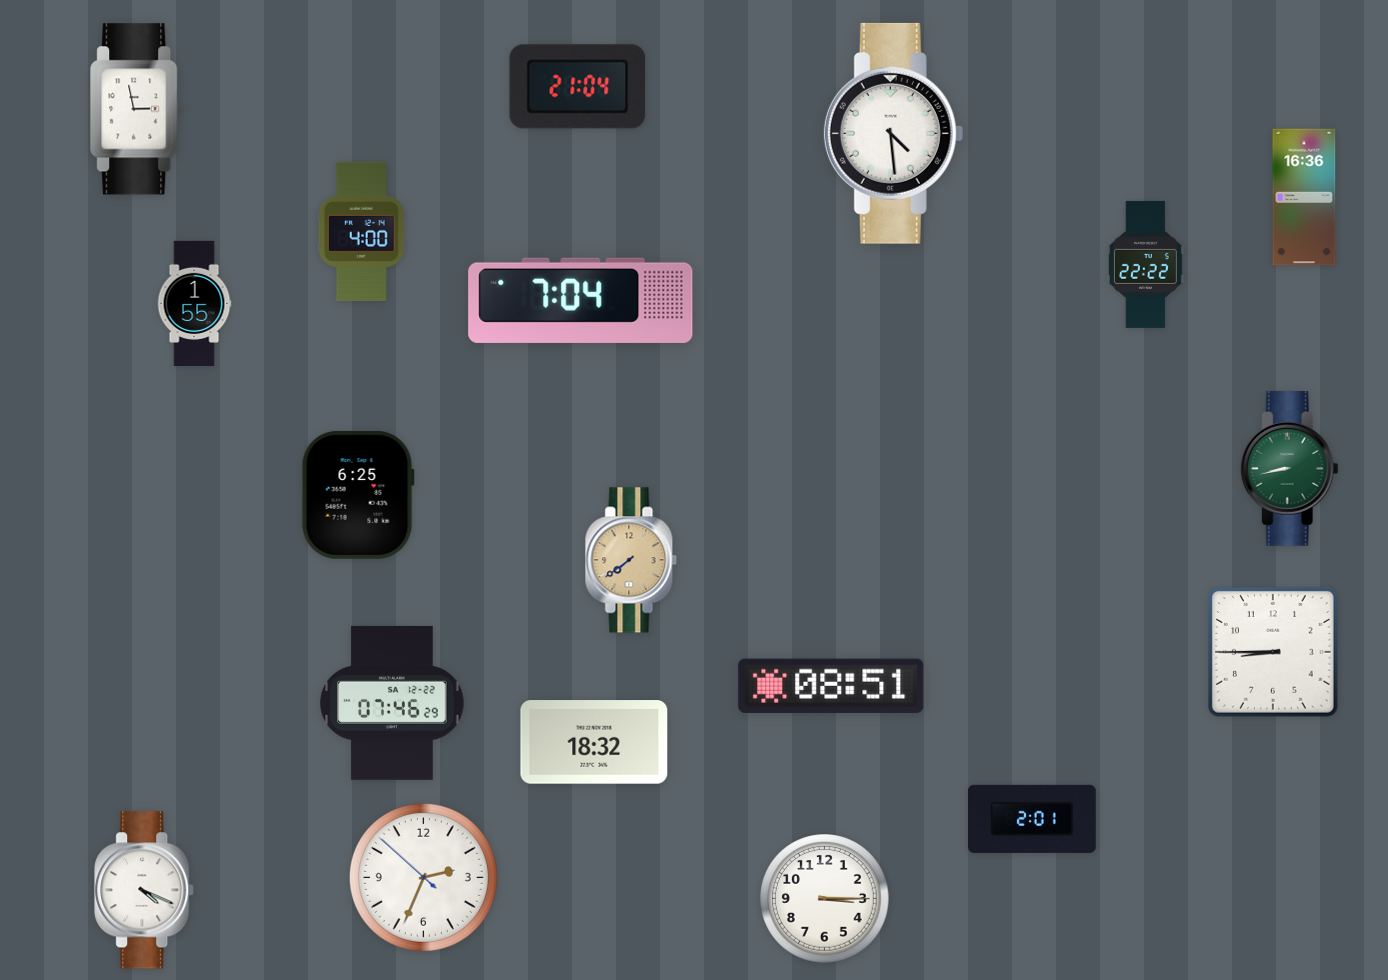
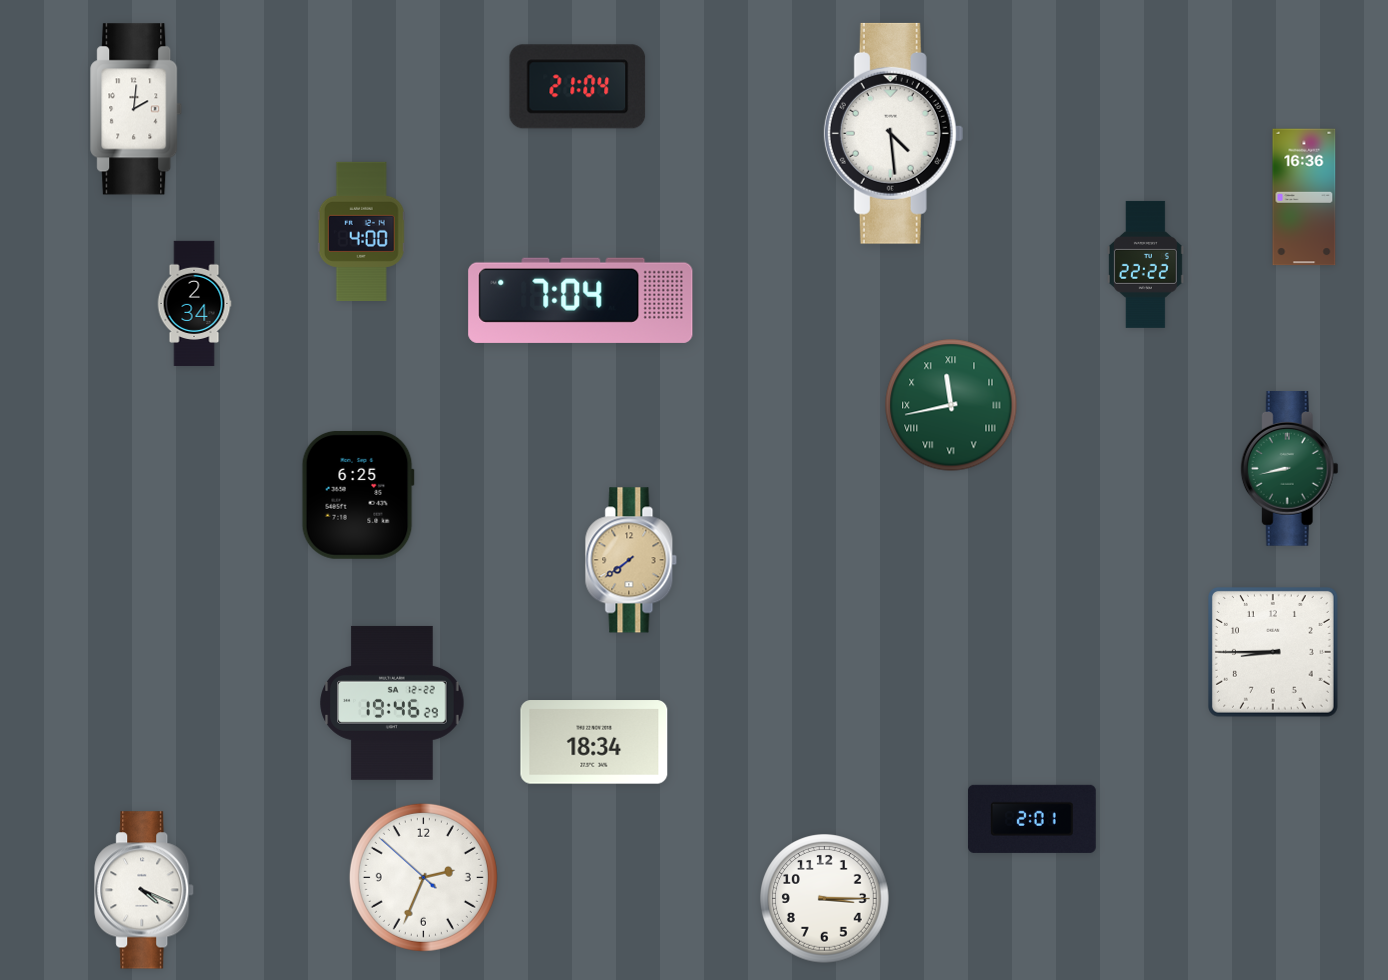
clock at (137, 109): 2:58 -> 2:01
clock at (194, 303): 1:55 -> 2:34
clock at (951, 405): none -> 11:43
clock at (831, 686): 08:51 -> none
clock at (392, 703): 07:46 -> 19:46
clock at (594, 742): 18:32 -> 18:34
